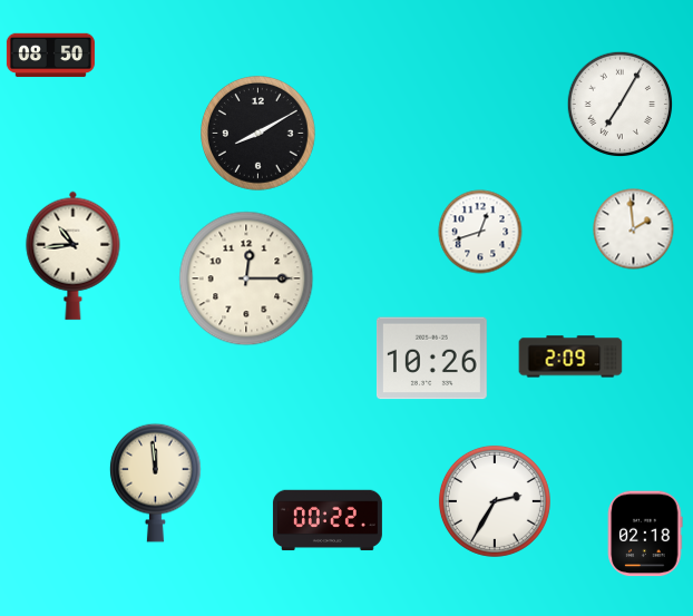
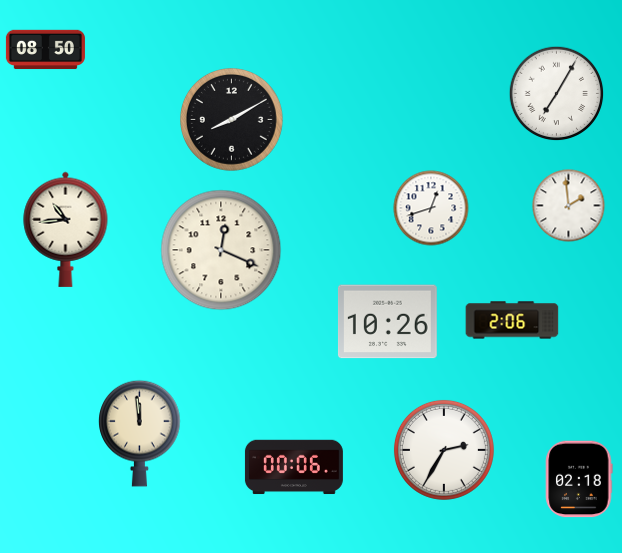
clock at (246, 278): 12:15 -> 12:19
clock at (570, 356): 2:09 -> 2:06
clock at (328, 520): 00:22 -> 00:06
